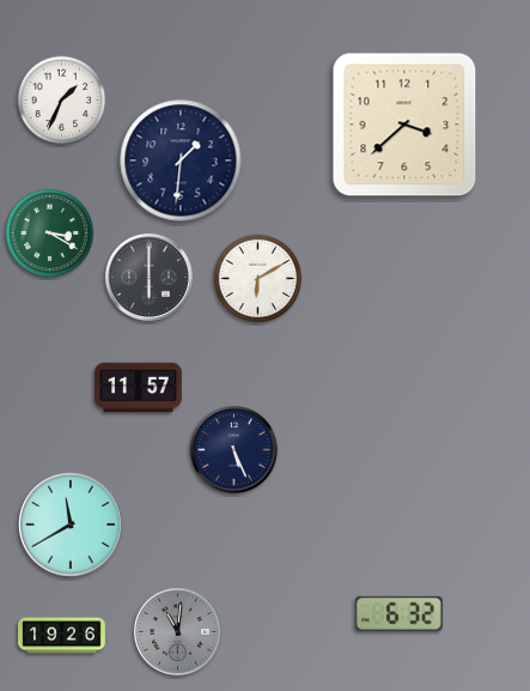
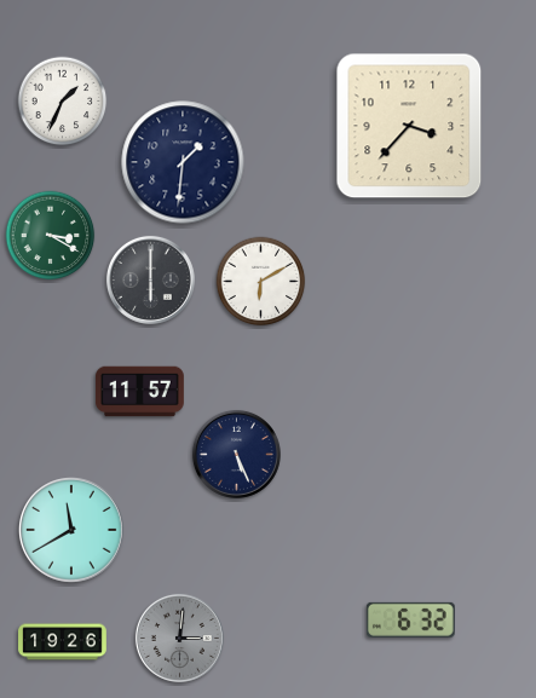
clock at (404, 125): 3:38 -> 3:37
clock at (398, 613) position: (398, 613) -> (410, 619)
clock at (177, 631): 11:01 -> 3:01
